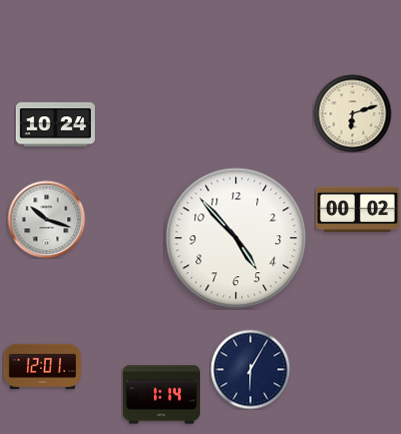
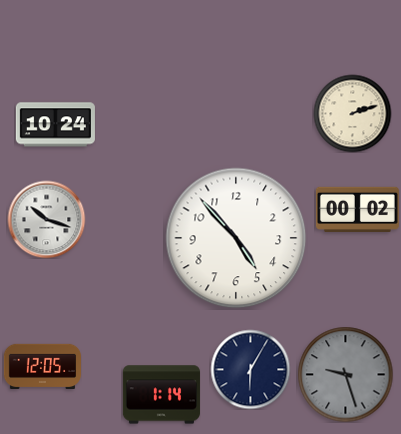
clock at (352, 113): 6:12 -> 2:12
clock at (42, 366): 12:01 -> 12:05
clock at (345, 374): none -> 9:27
